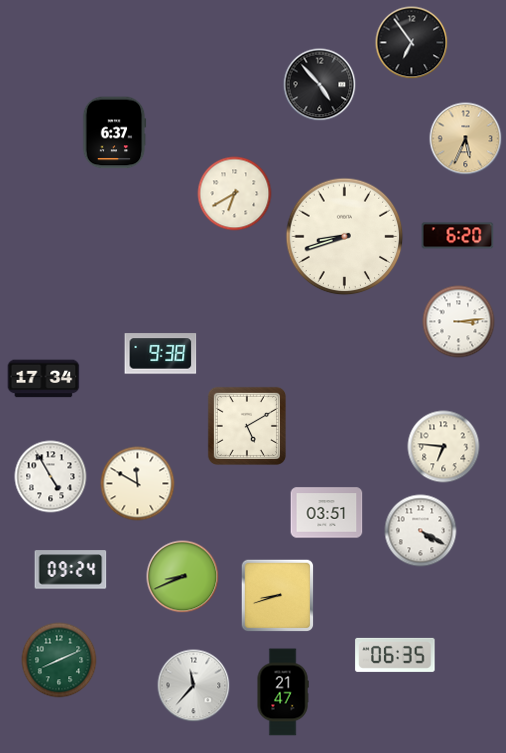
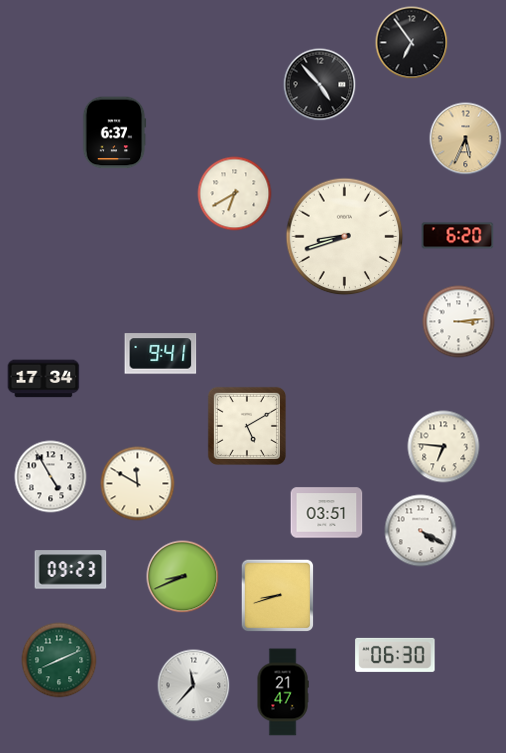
clock at (161, 354): 9:38 -> 9:41
clock at (71, 570): 09:24 -> 09:23
clock at (395, 655): 06:35 -> 06:30
